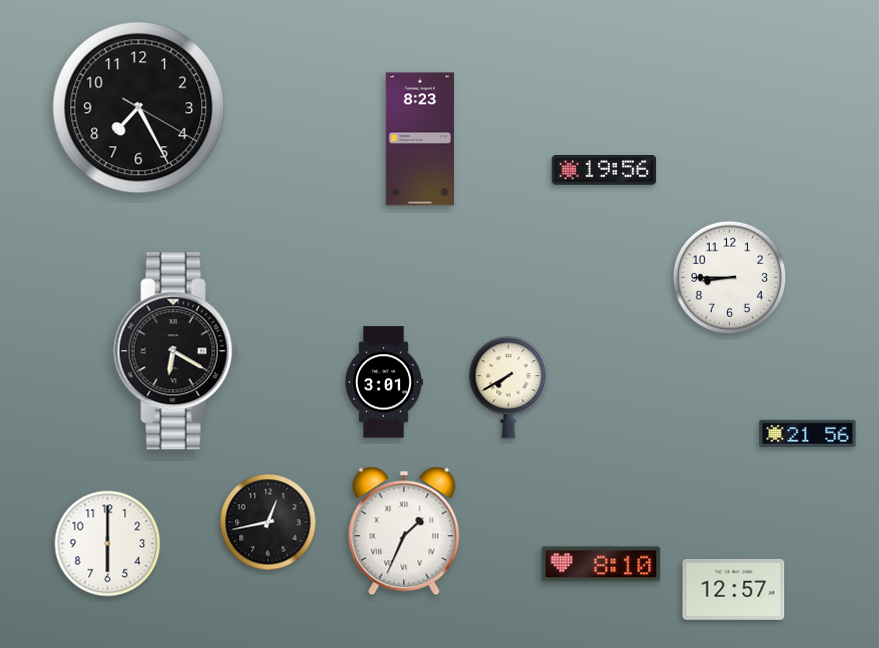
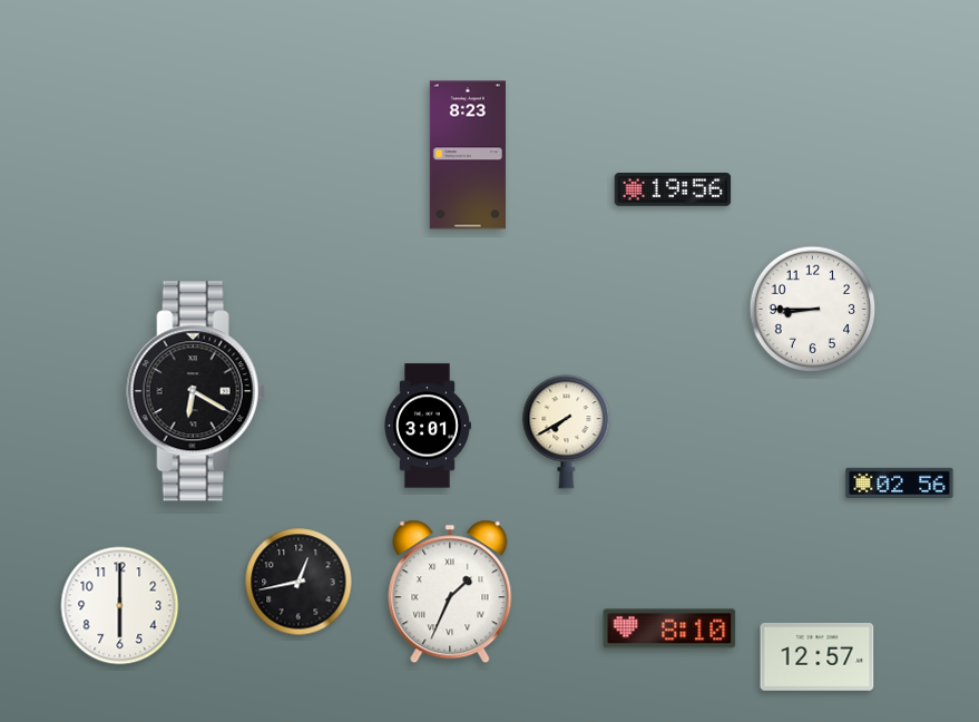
clock at (139, 108): 7:25 -> none
clock at (808, 433): 21:56 -> 02:56
